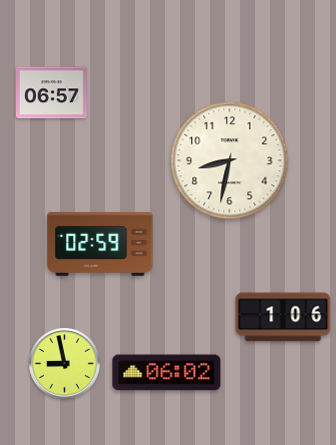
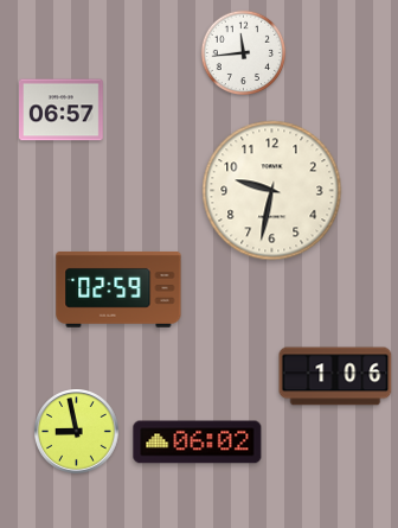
clock at (244, 53): none -> 11:44
clock at (230, 161): 8:32 -> 9:32
